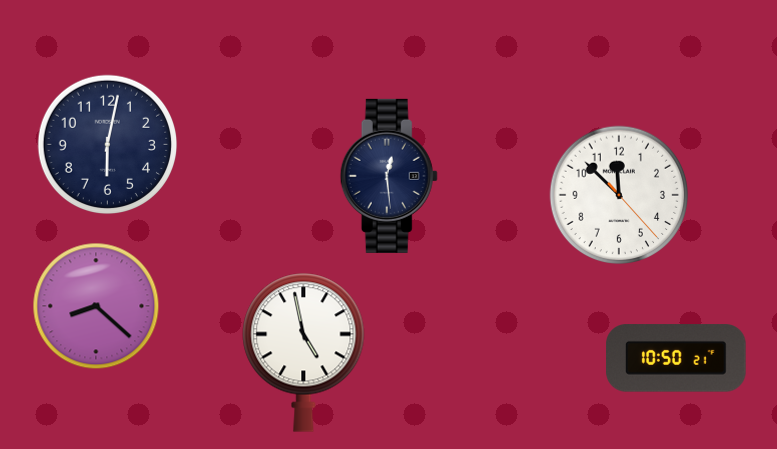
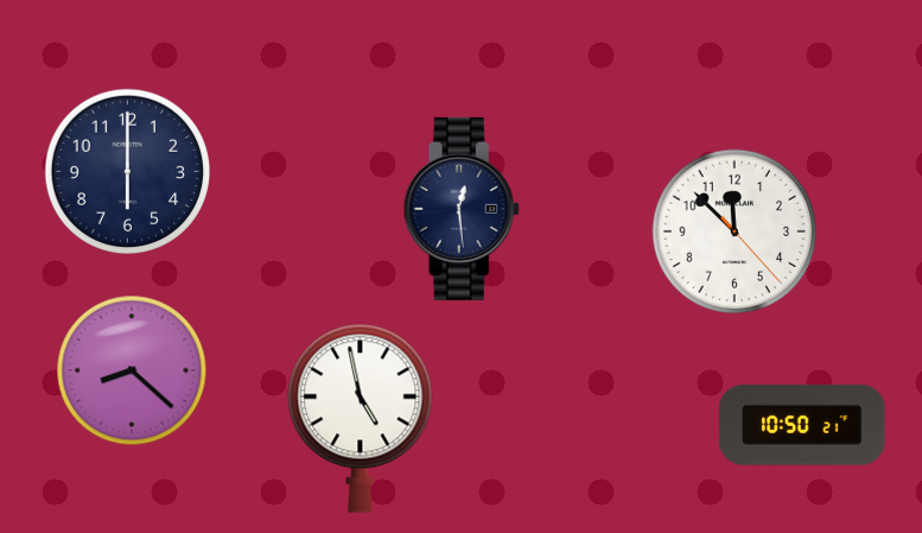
clock at (108, 145): 6:02 -> 6:00
clock at (96, 306) position: (96, 306) -> (132, 370)
